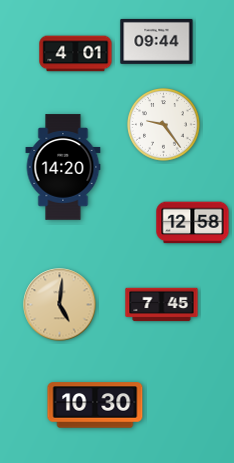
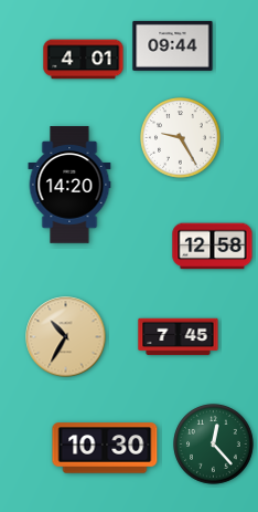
clock at (164, 125): 9:24 -> 9:25
clock at (60, 305): 5:01 -> 10:35
clock at (214, 445): none -> 12:23
